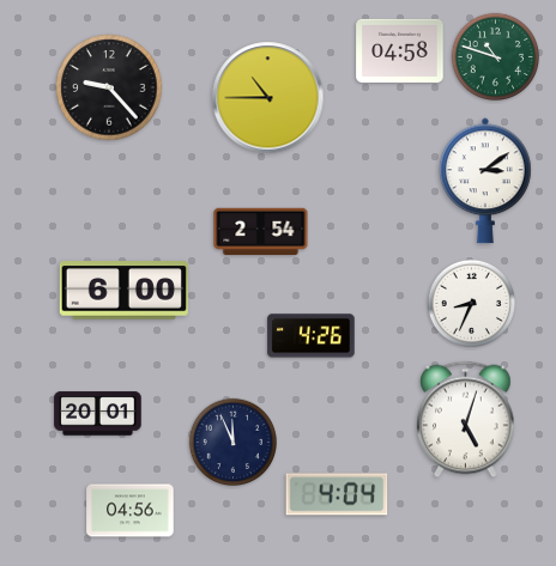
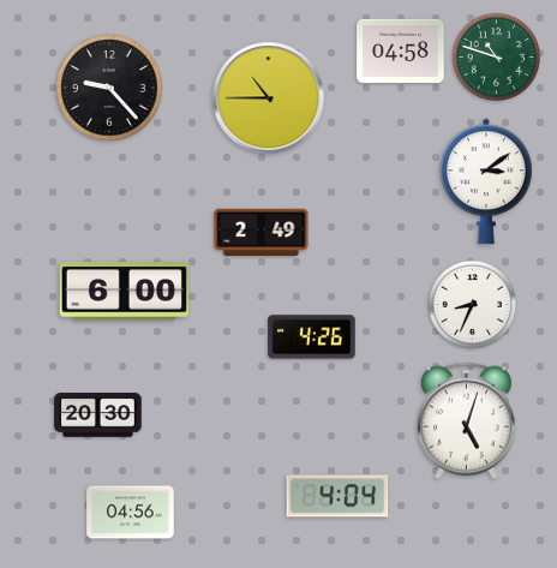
clock at (261, 232): 2:54 -> 2:49
clock at (98, 414): 20:01 -> 20:30
clock at (232, 442): 11:56 -> none
